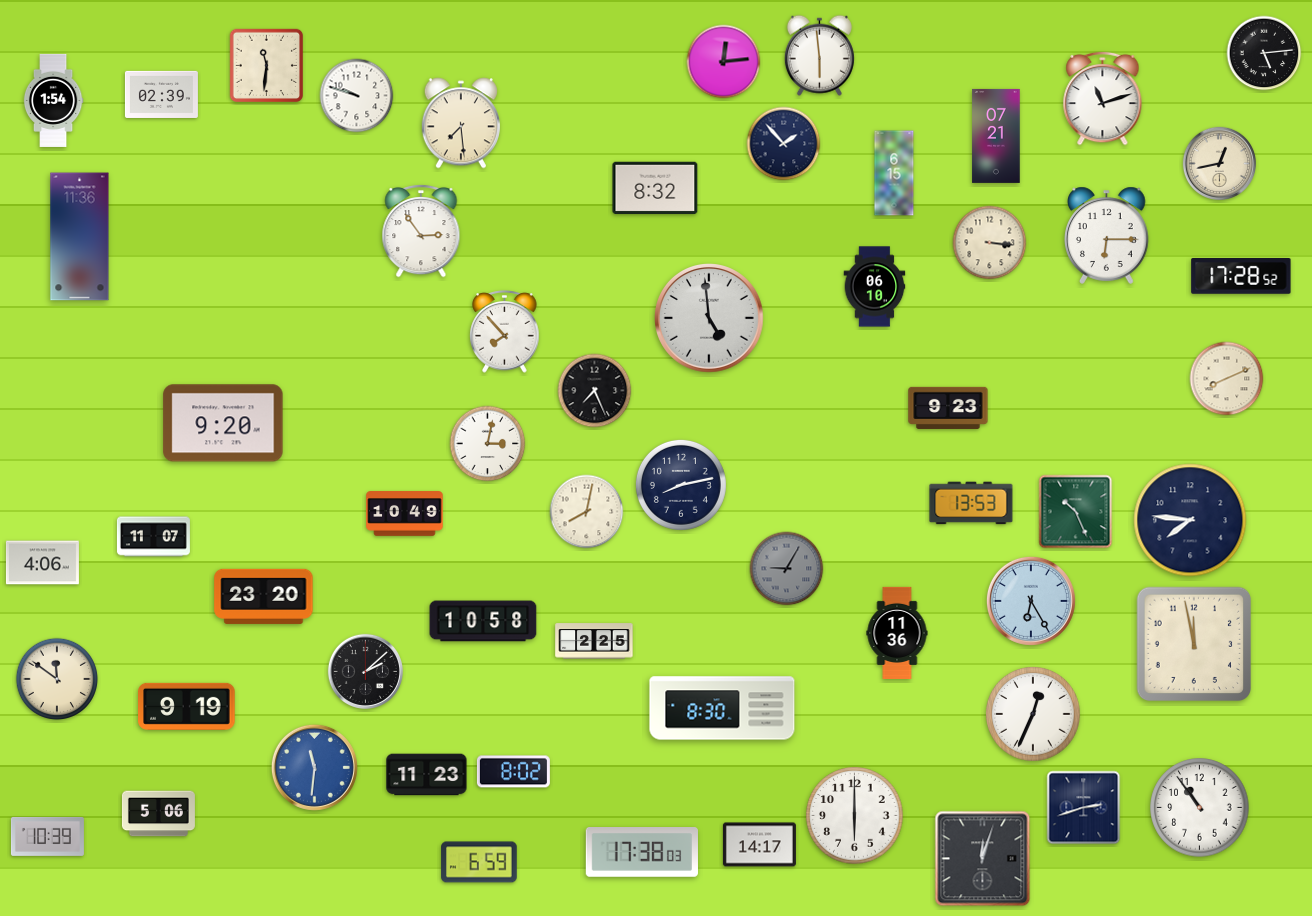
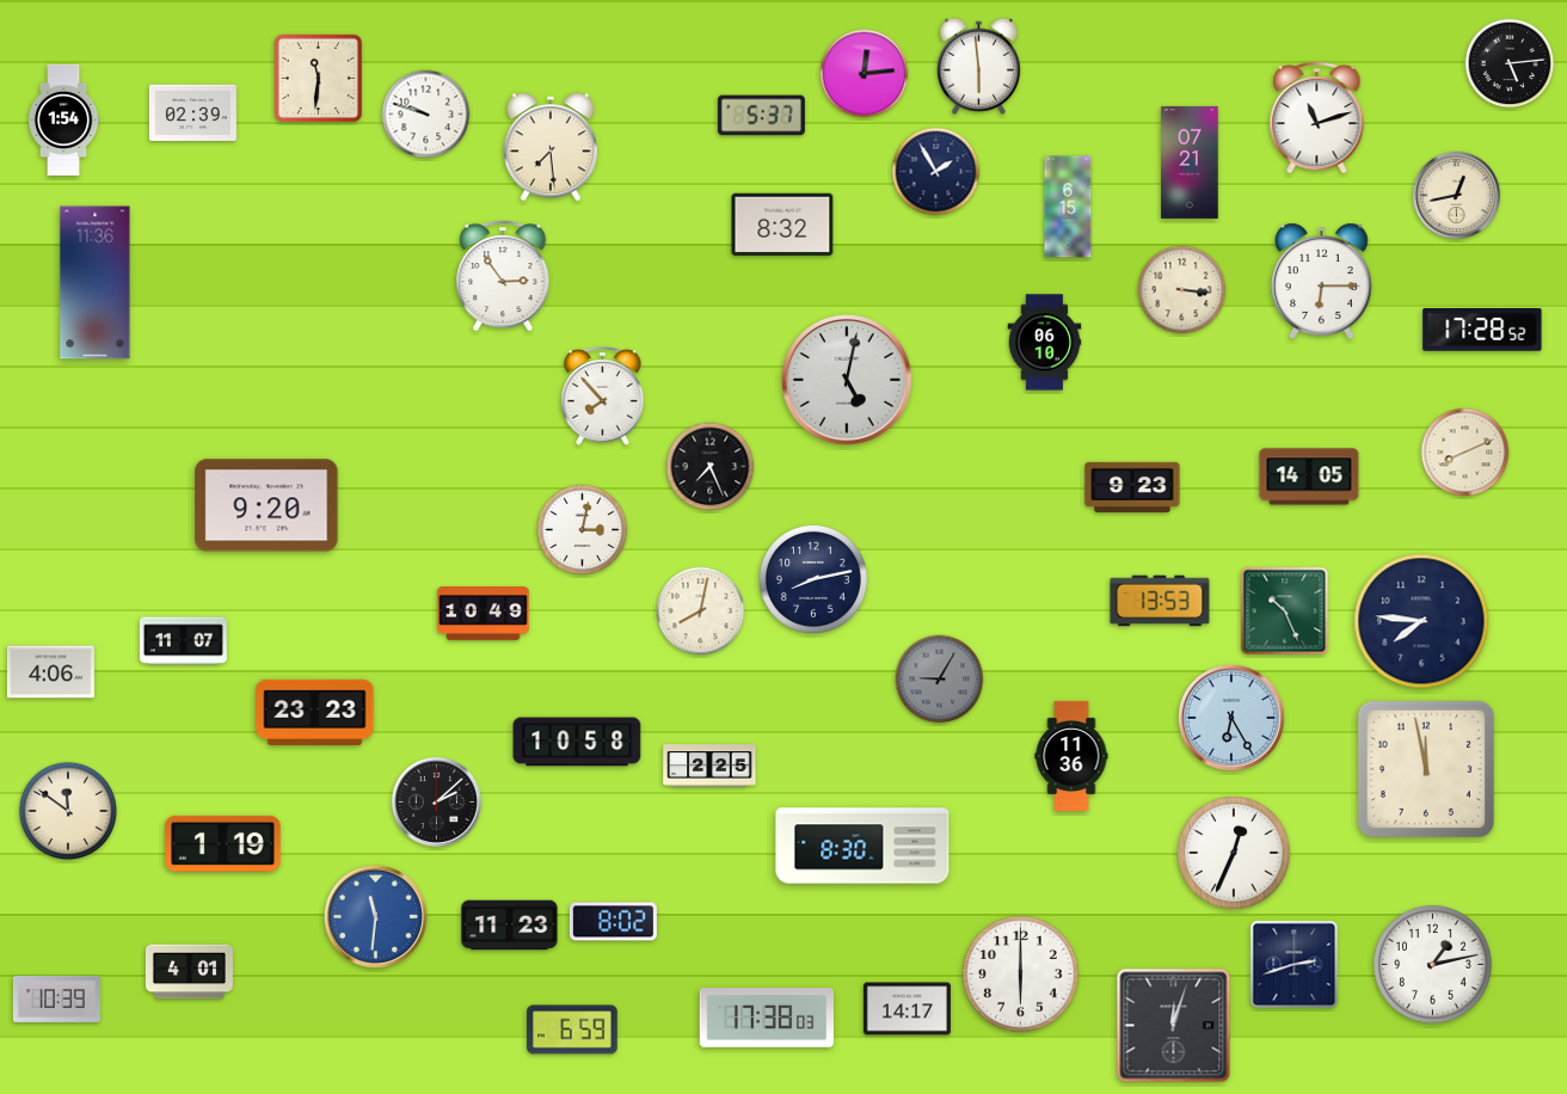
clock at (761, 116): none -> 5:37
clock at (784, 144): 1:53 -> 1:55
clock at (710, 319): 4:59 -> 5:02
clock at (1309, 477): none -> 14:05
clock at (264, 596): 23:20 -> 23:23
clock at (187, 706): 9:19 -> 1:19
clock at (1200, 808): 10:54 -> 1:13
clock at (158, 814): 5:06 -> 4:01
